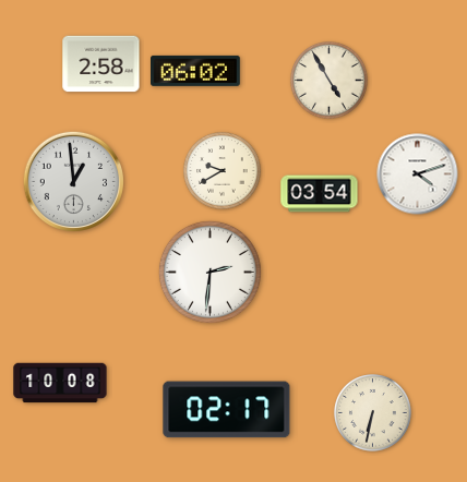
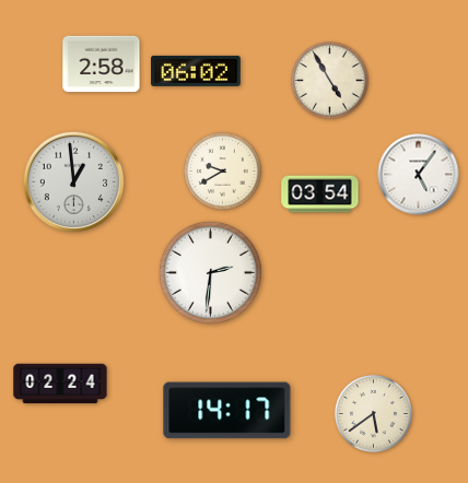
clock at (418, 174): 4:12 -> 5:06
clock at (60, 383): 10:08 -> 02:24
clock at (227, 410): 02:17 -> 14:17
clock at (373, 413): 6:32 -> 5:39
